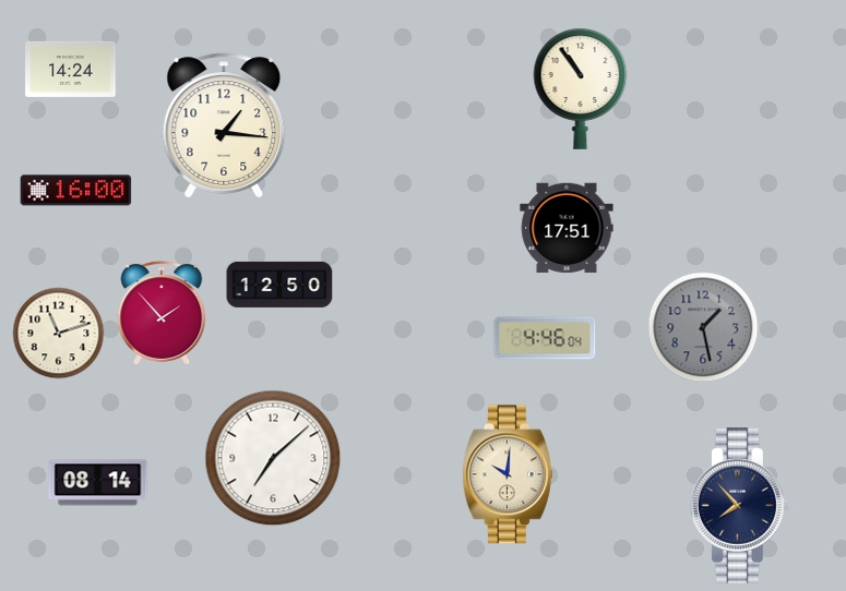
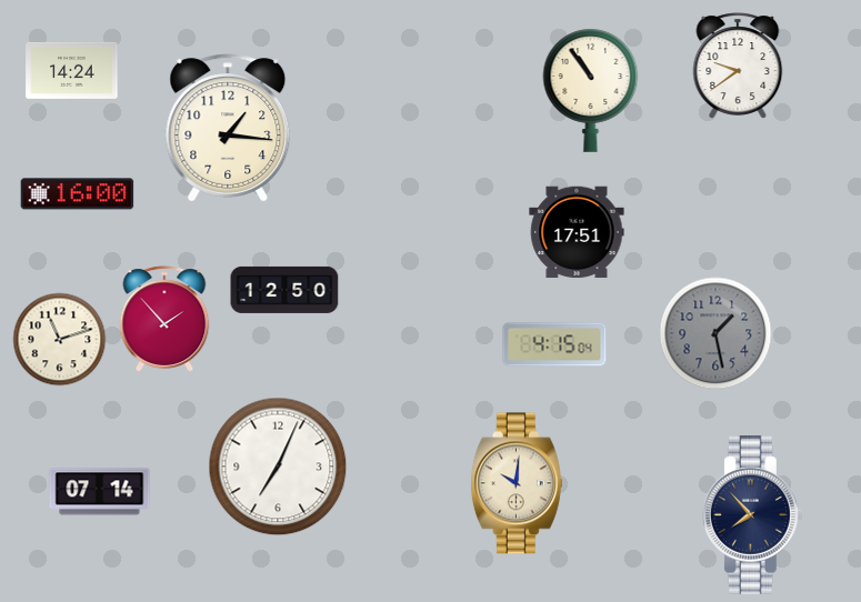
clock at (738, 66): none -> 9:39
clock at (545, 338): 4:46 -> 4:15
clock at (273, 458): 7:08 -> 7:04
clock at (98, 483): 08:14 -> 07:14
